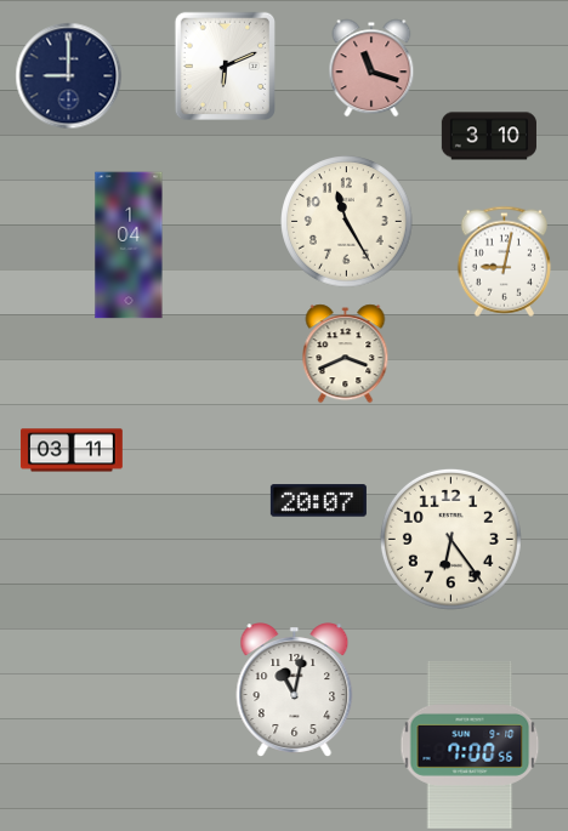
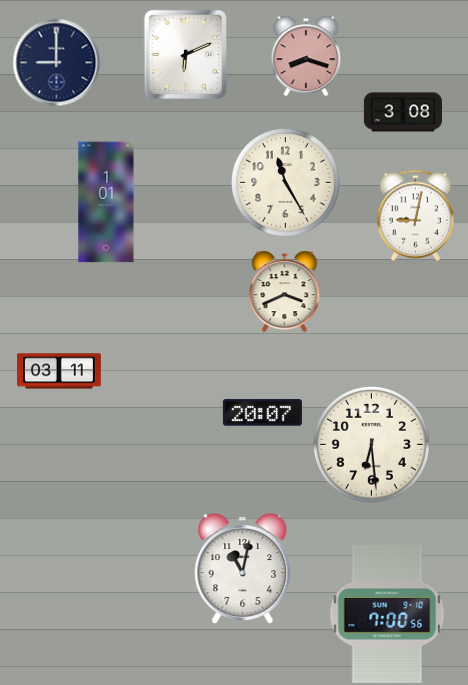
clock at (371, 68): 11:18 -> 8:18
clock at (489, 136): 3:10 -> 3:08
clock at (129, 245): 1:04 -> 1:01
clock at (450, 539): 6:24 -> 6:29
